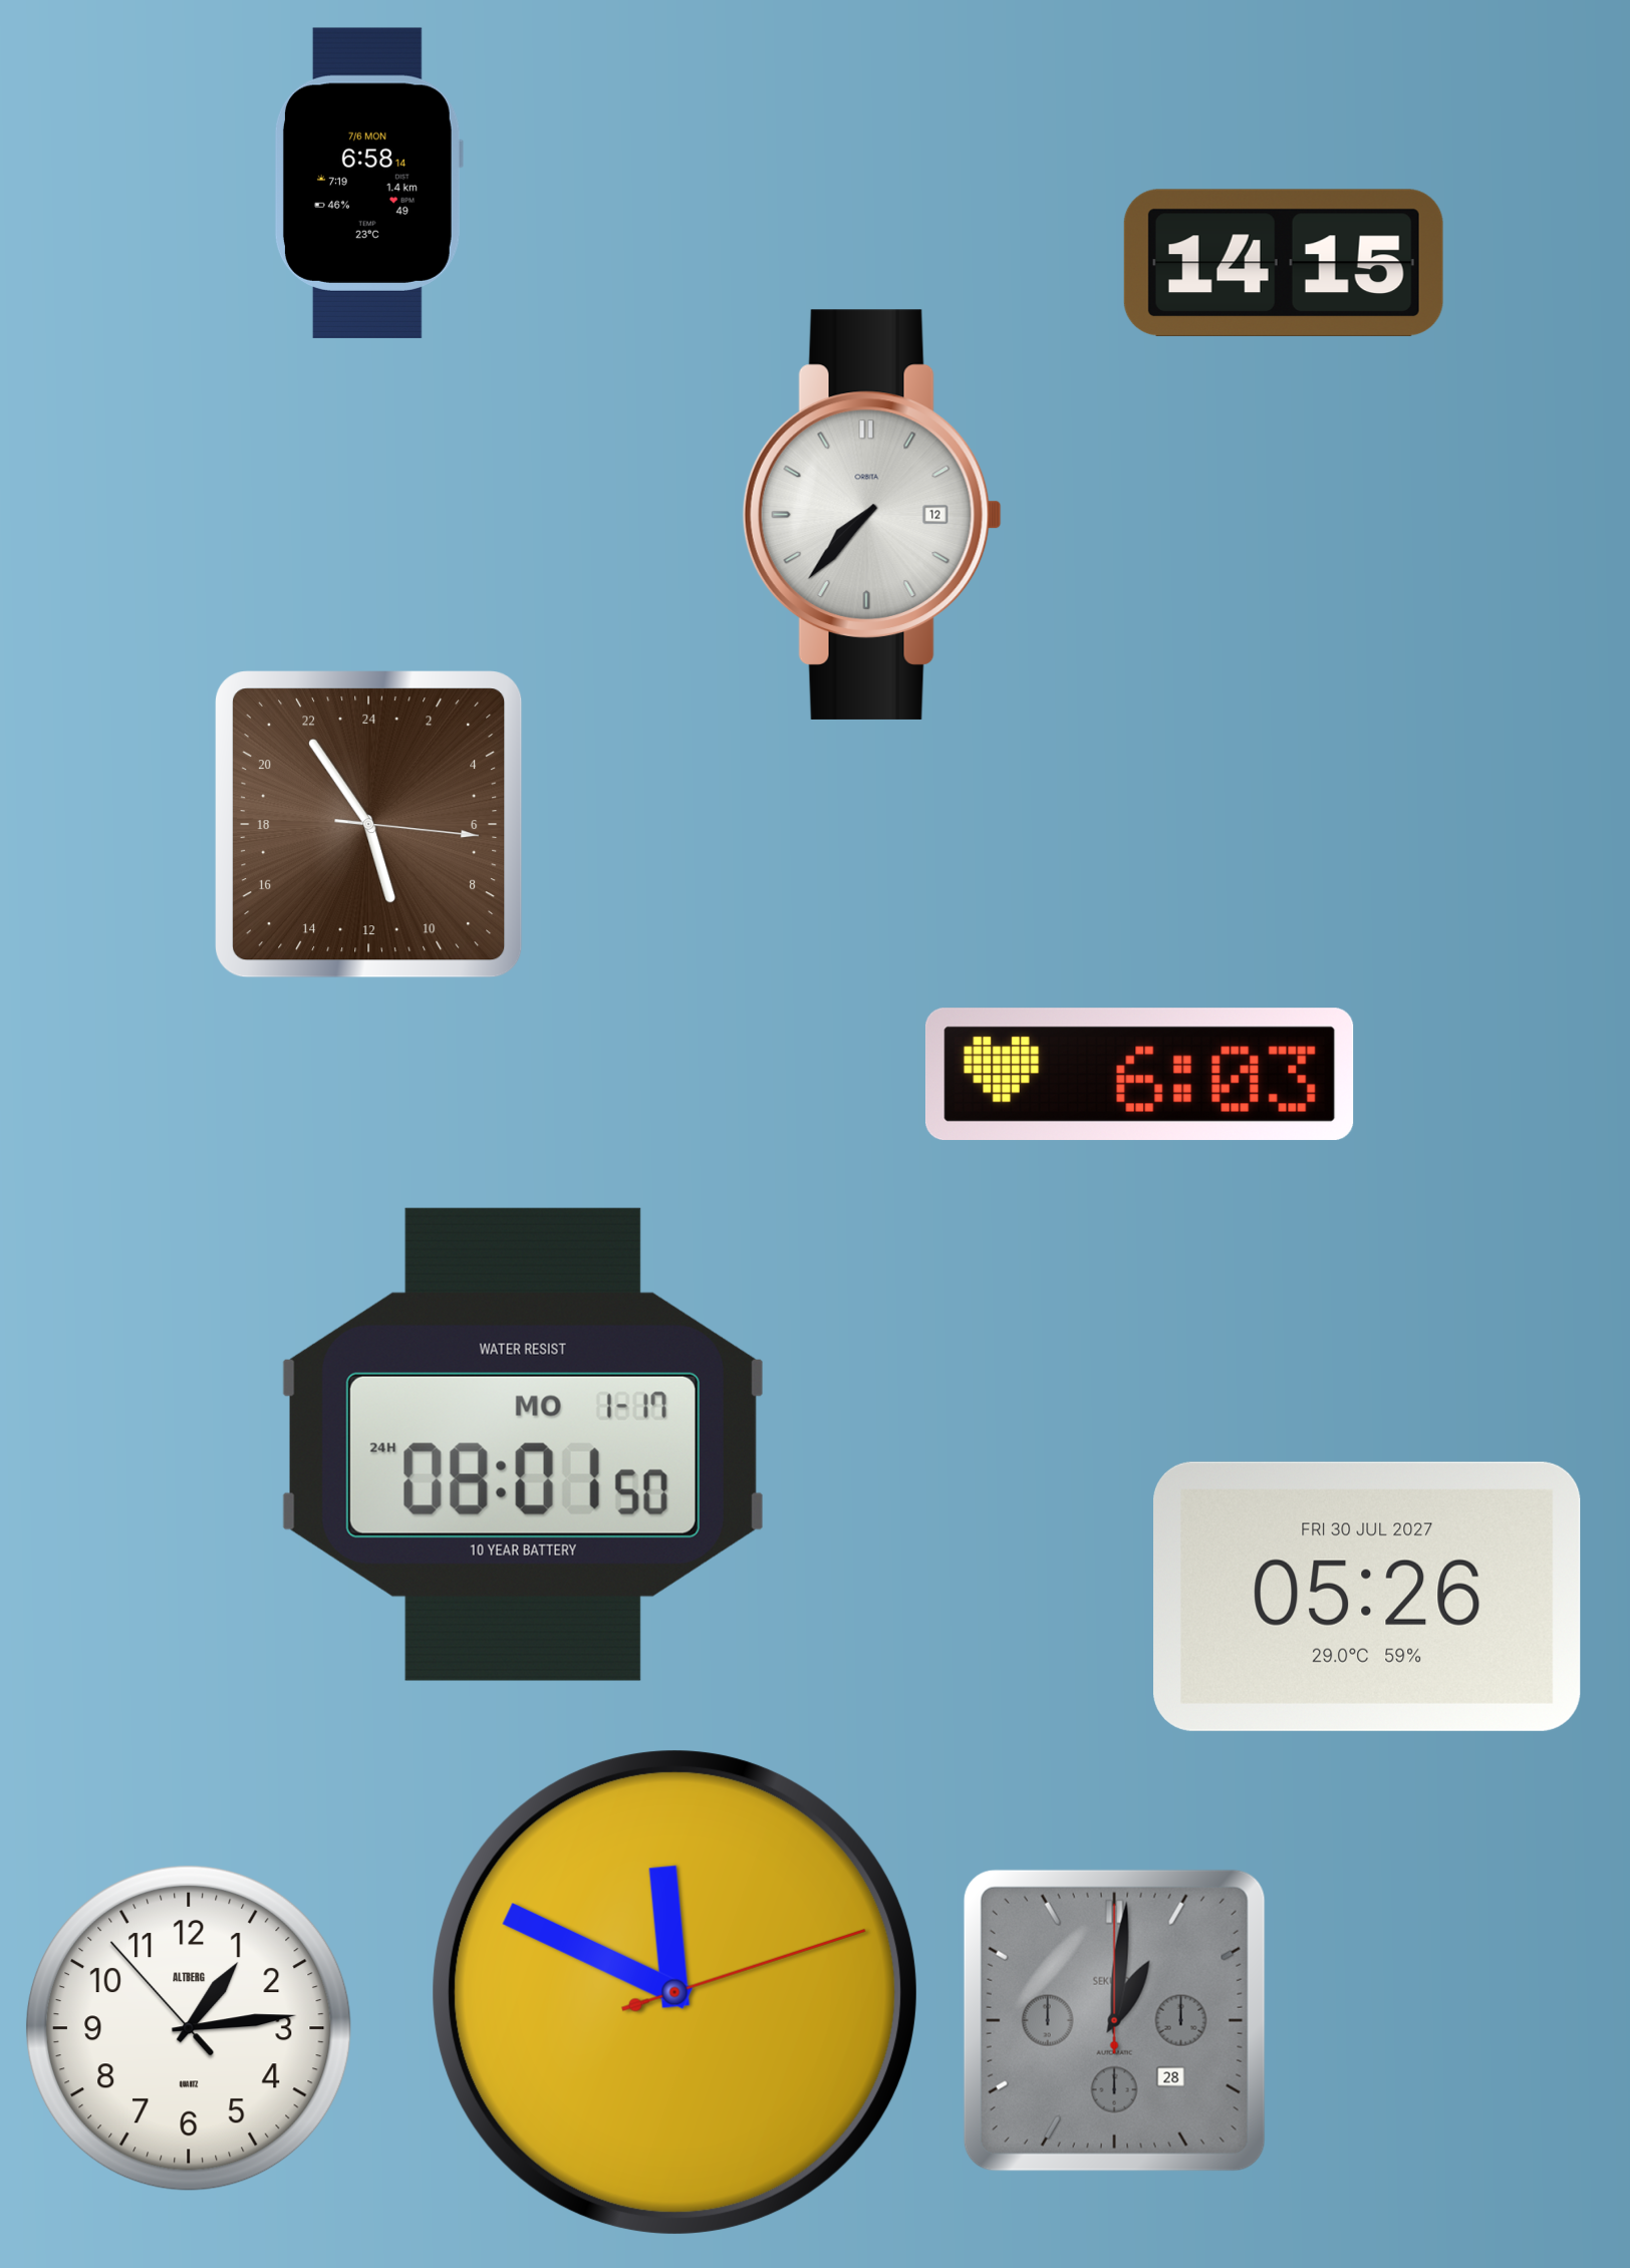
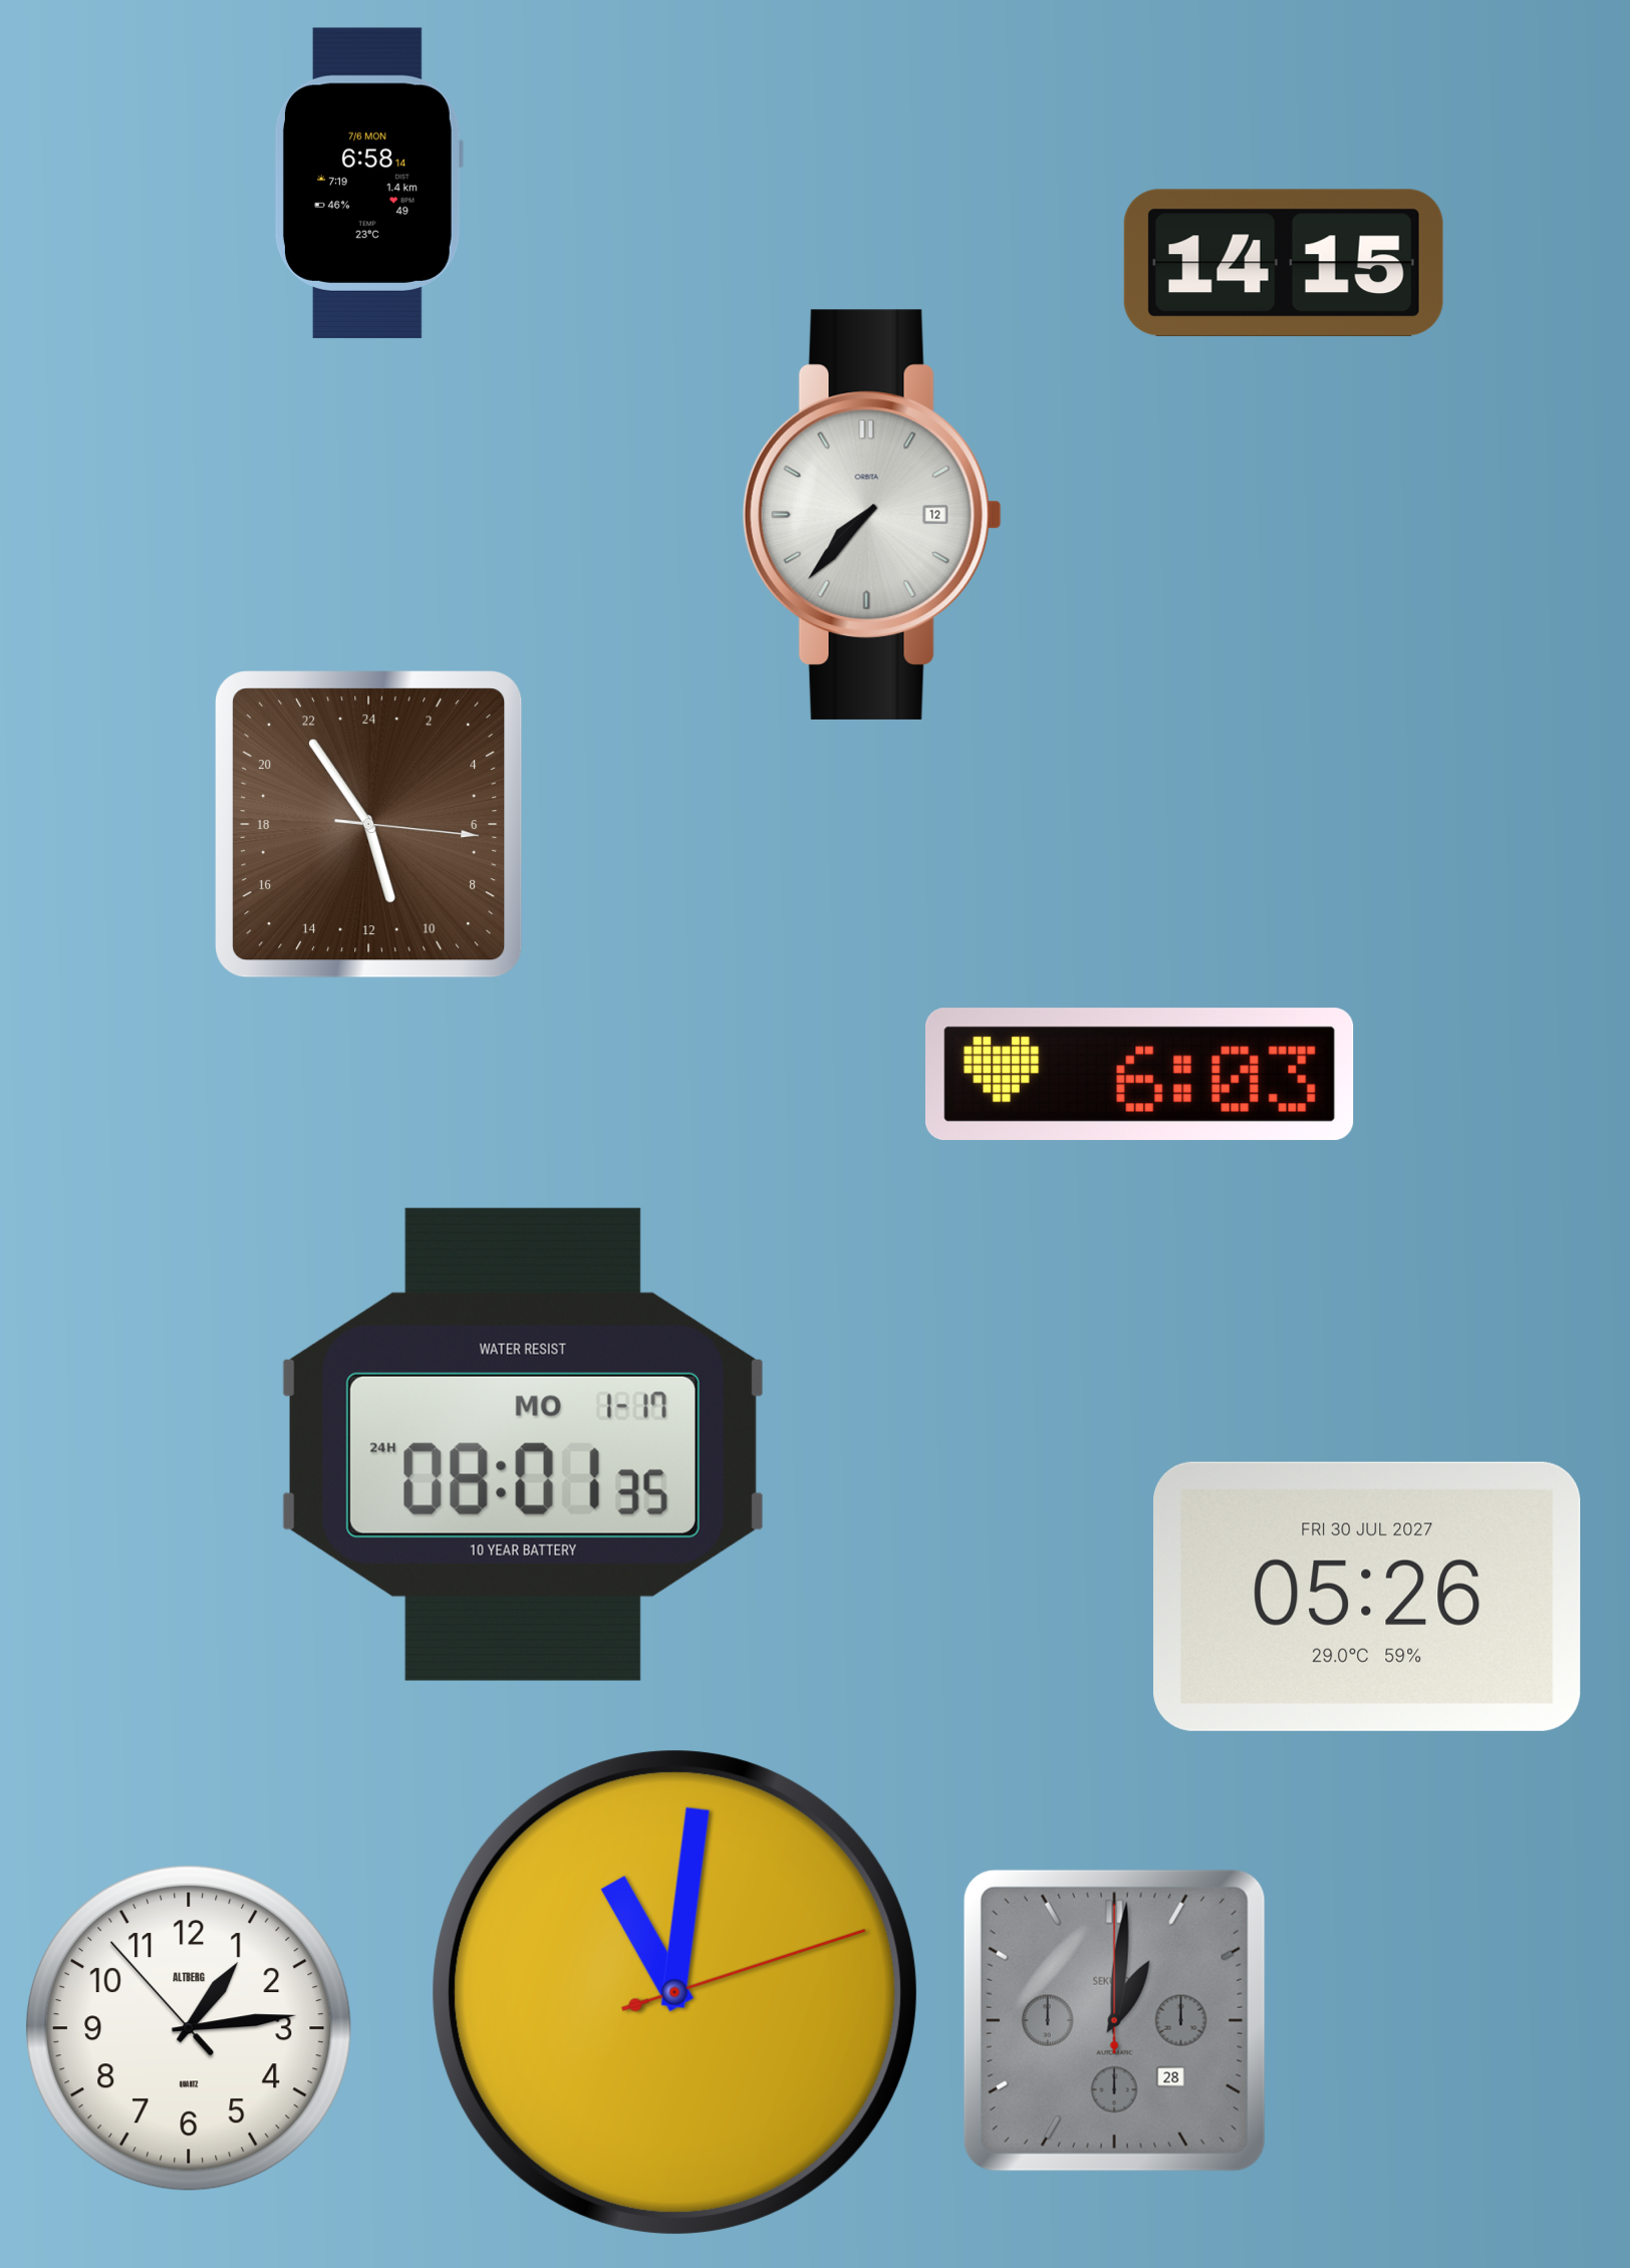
clock at (523, 1444): 08:01:50 -> 08:01:35
clock at (674, 1992): 11:49 -> 11:01
